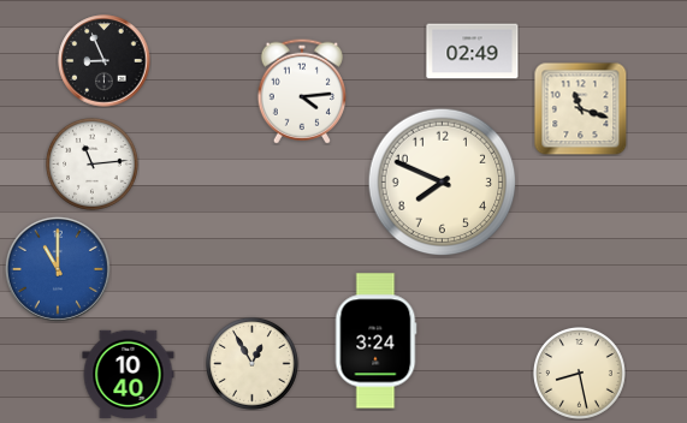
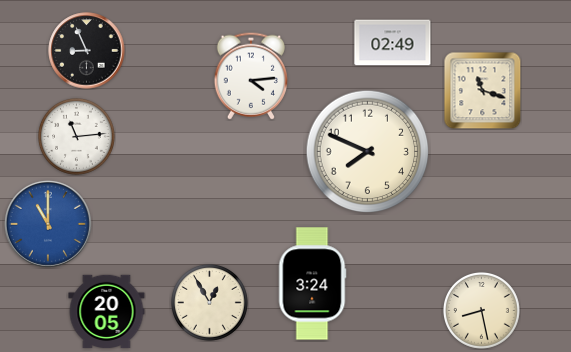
clock at (129, 375): 10:40 -> 20:05
